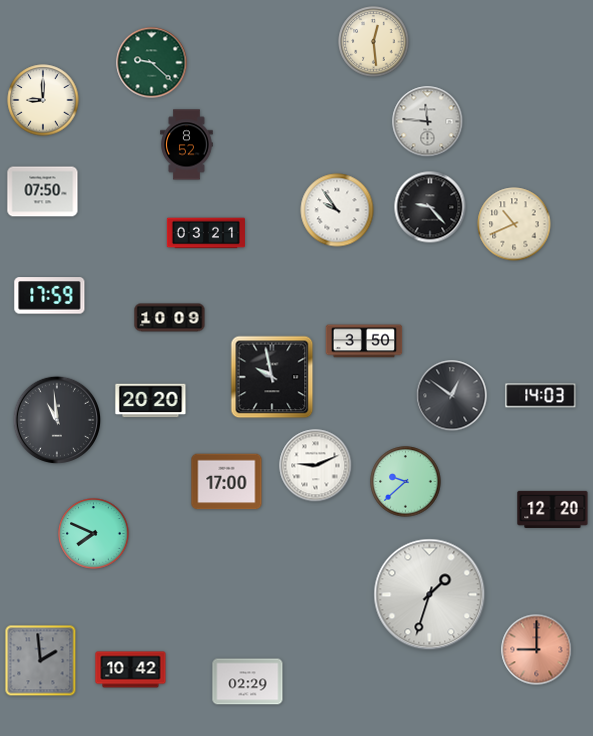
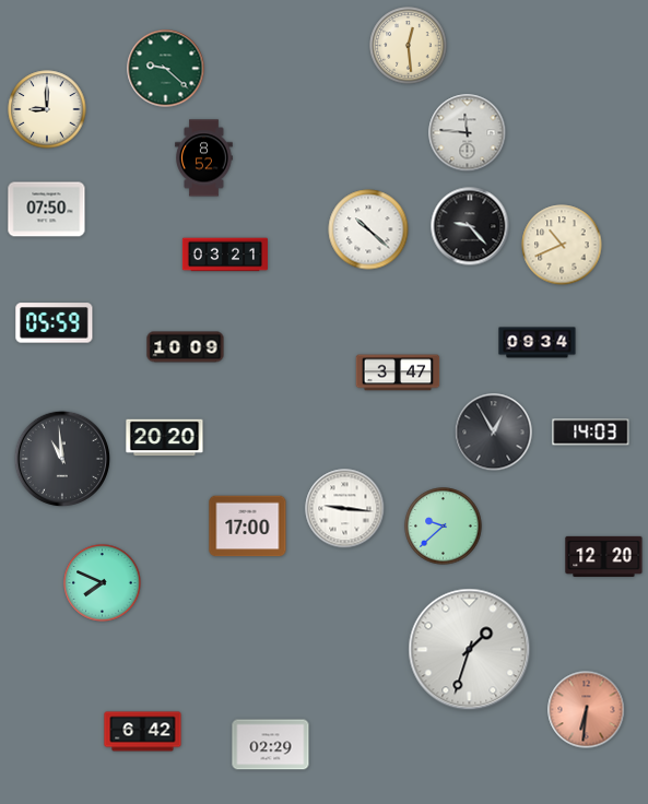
clock at (337, 210): 9:54 -> 10:22
clock at (50, 296): 17:59 -> 05:59
clock at (538, 343): none -> 09:34
clock at (364, 341): 3:50 -> 3:47
clock at (272, 377): 9:58 -> none
clock at (452, 396): 12:51 -> 12:55
clock at (316, 466): 9:11 -> 9:16
clock at (537, 650): 9:00 -> 6:31
clock at (41, 661): 1:59 -> none
clock at (131, 670): 10:42 -> 6:42
